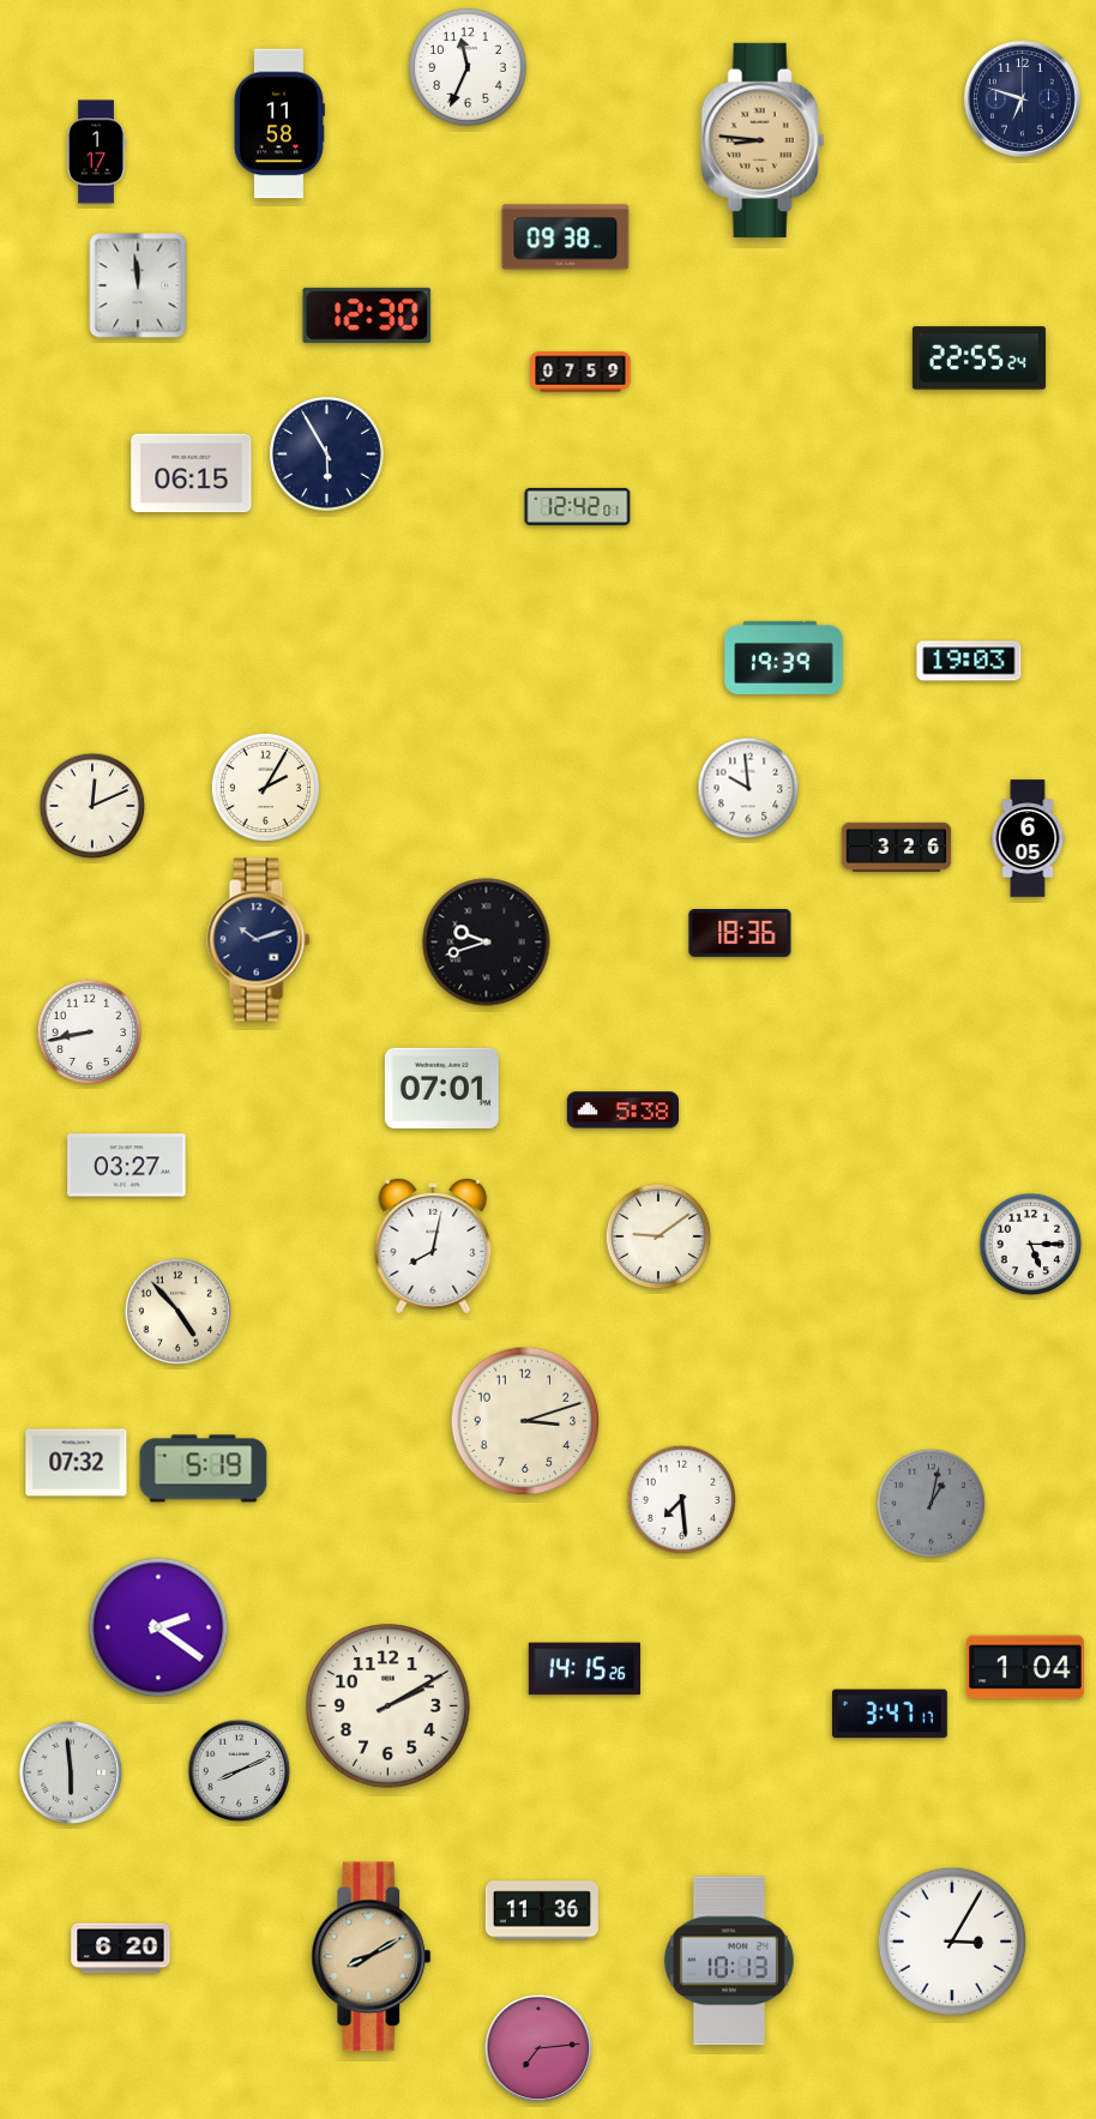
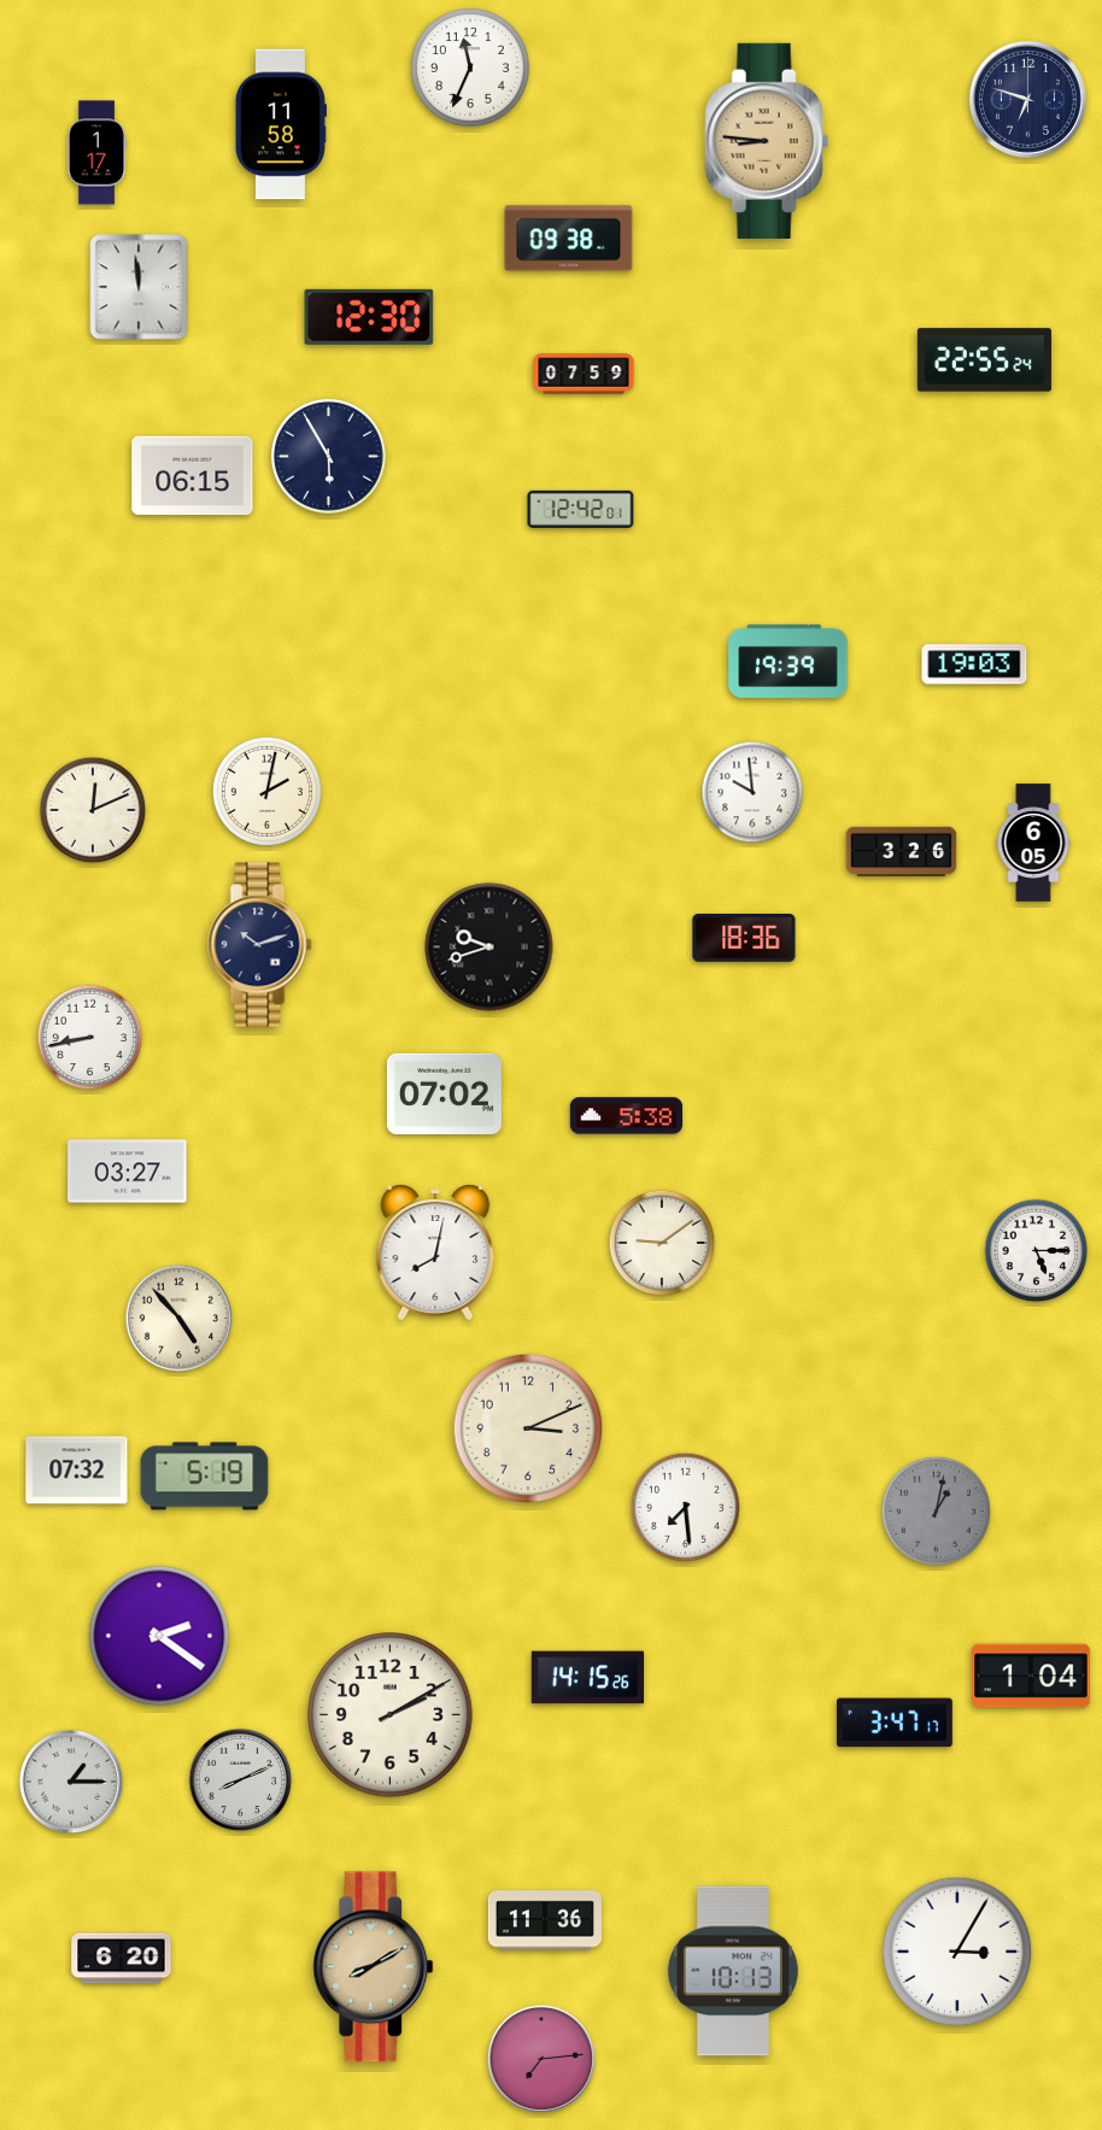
clock at (265, 787): 2:05 -> 2:02
clock at (441, 1088): 07:01 -> 07:02
clock at (525, 1421): 3:12 -> 3:11
clock at (71, 1772): 5:59 -> 1:15
